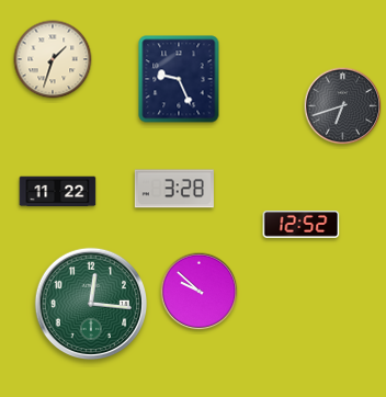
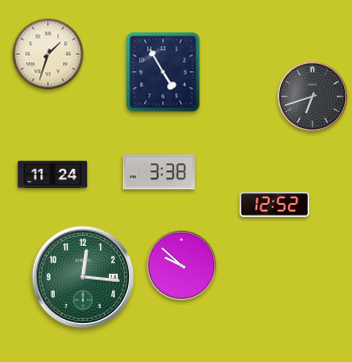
clock at (179, 79): 9:26 -> 4:55
clock at (174, 189): 3:28 -> 3:38
clock at (58, 192): 11:22 -> 11:24
